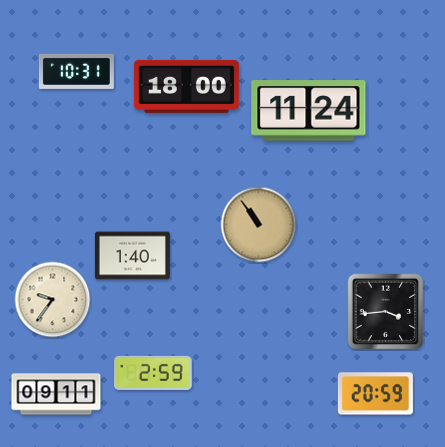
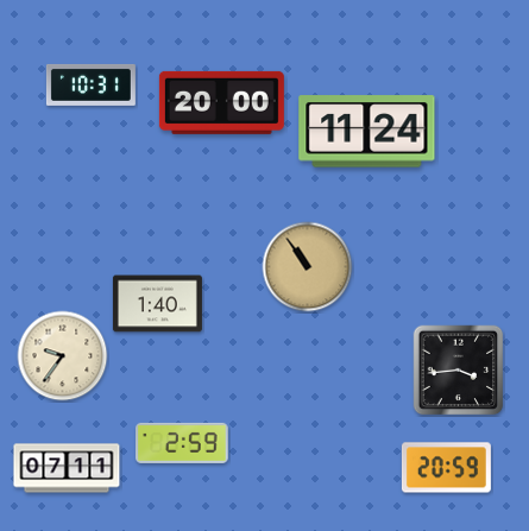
clock at (186, 86): 18:00 -> 20:00
clock at (56, 394): 09:11 -> 07:11
